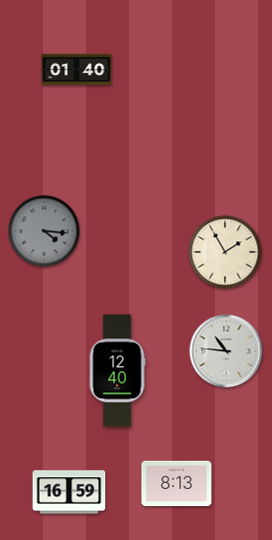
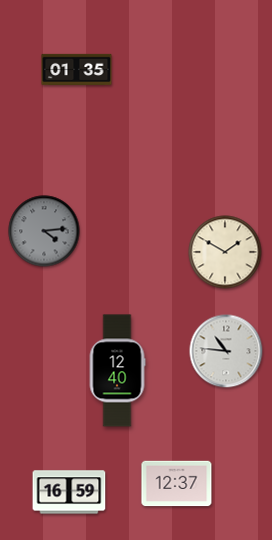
clock at (77, 69): 01:40 -> 01:35
clock at (44, 231): 4:16 -> 4:14
clock at (225, 252): 1:55 -> 1:50
clock at (177, 484): 8:13 -> 12:37
